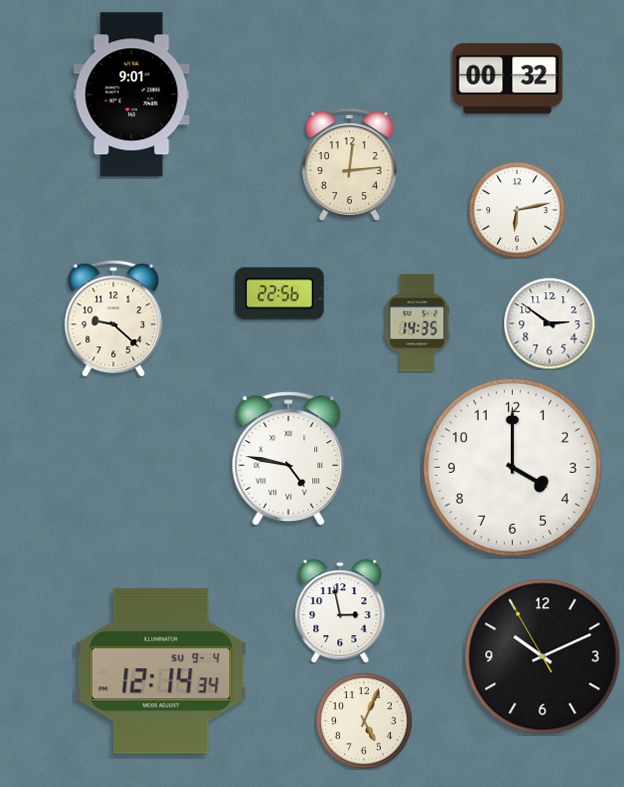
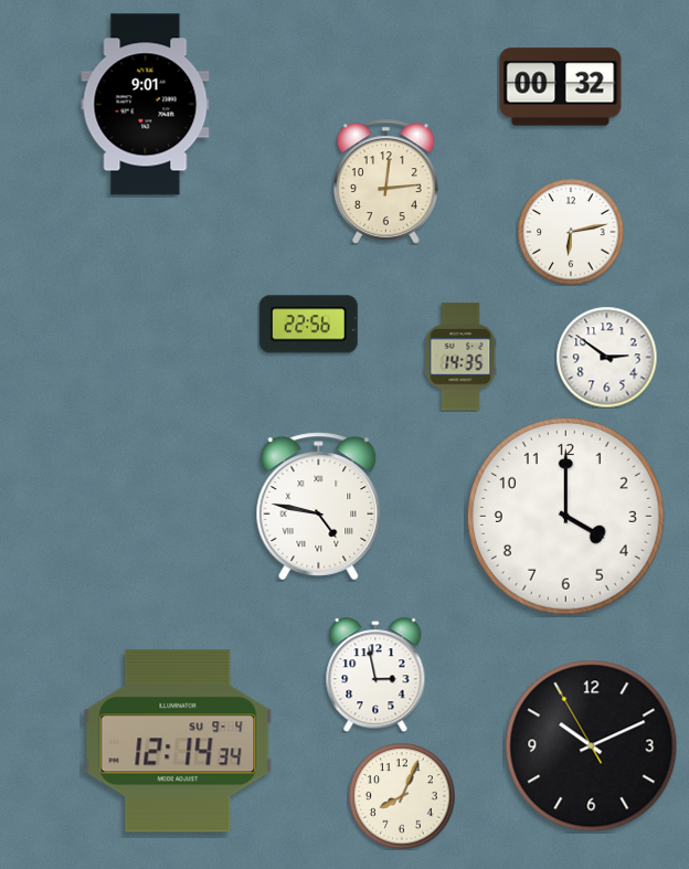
clock at (114, 318): 9:22 -> none
clock at (543, 657) position: (543, 657) -> (592, 746)
clock at (364, 721): 5:04 -> 8:04
